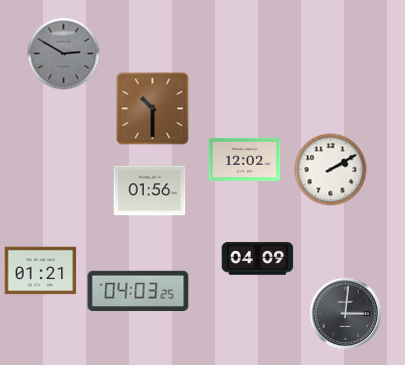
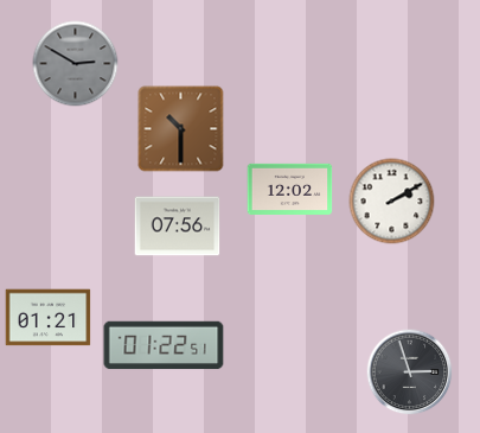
clock at (150, 191): 01:56 -> 07:56
clock at (258, 259): 04:09 -> none
clock at (41, 271) position: (41, 271) -> (49, 318)
clock at (138, 291): 04:03 -> 01:22
clock at (346, 314): 3:01 -> 2:57
